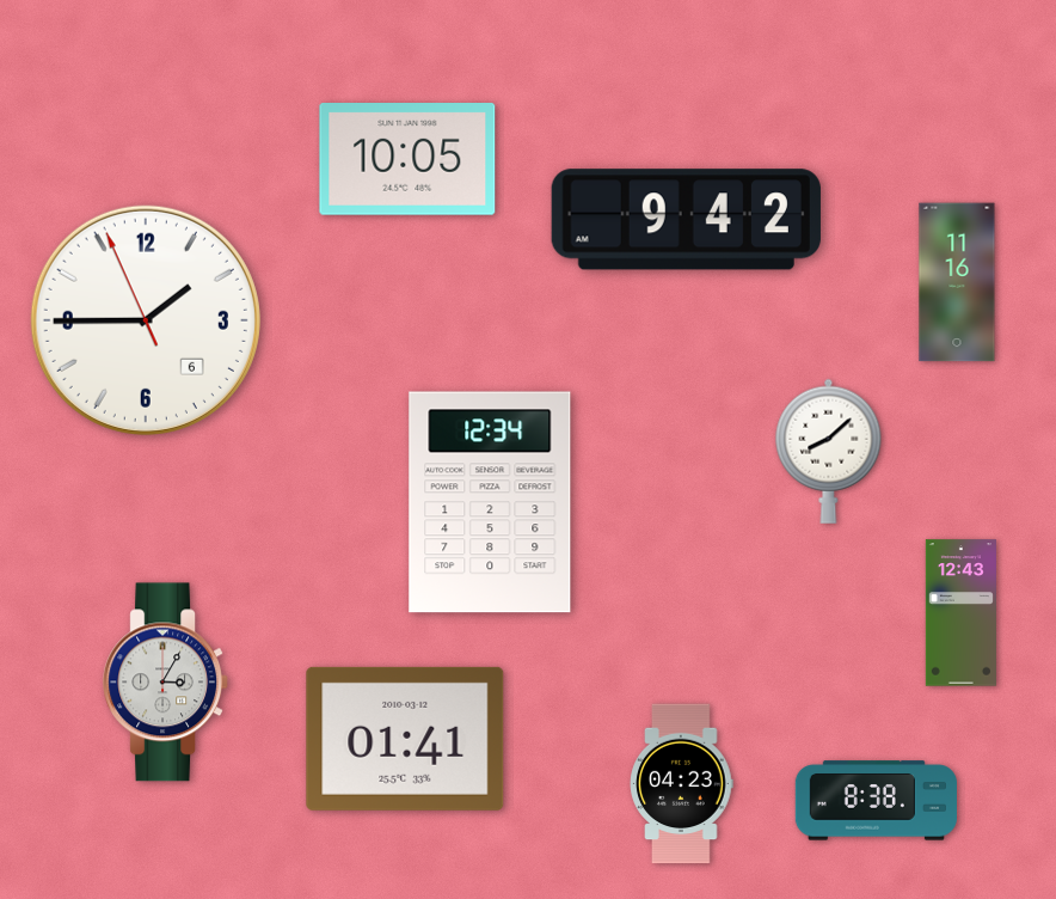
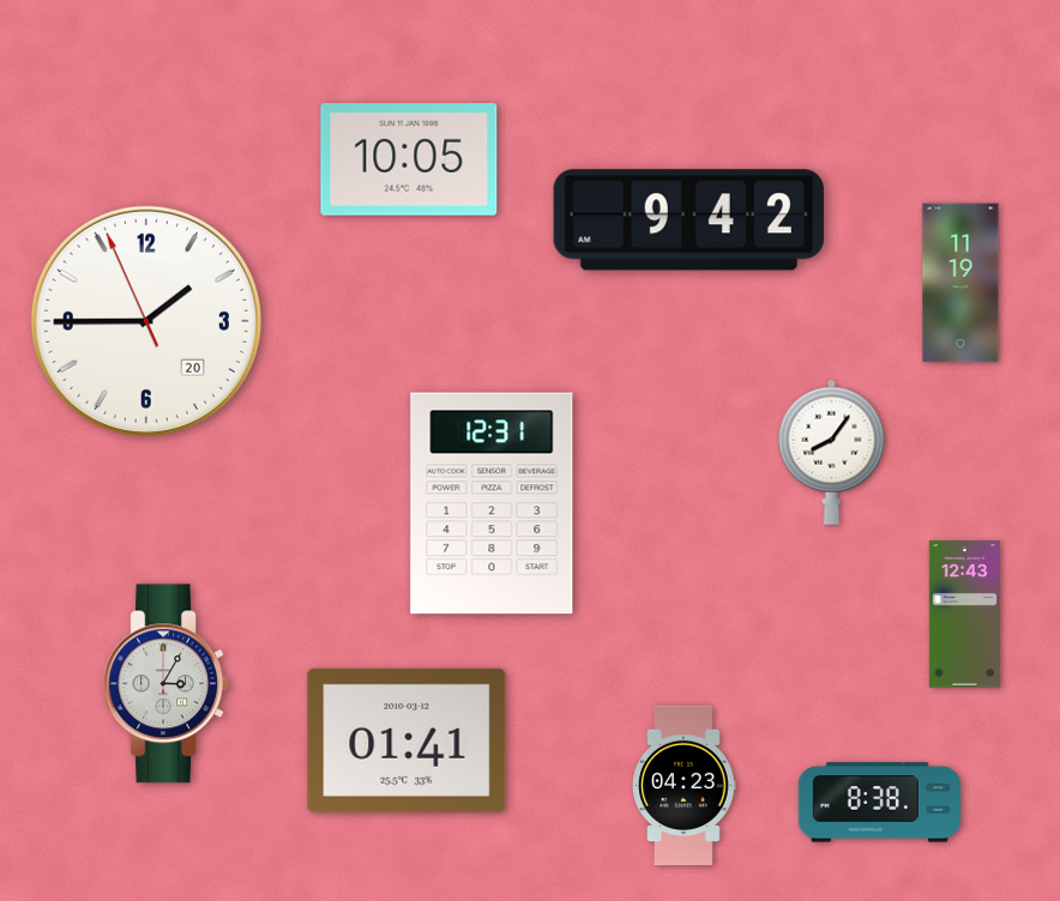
clock at (957, 282): 11:16 -> 11:19
clock at (146, 320) date: 6 -> 20
clock at (829, 451): 8:08 -> 8:06
clock at (490, 502): 12:34 -> 12:31
